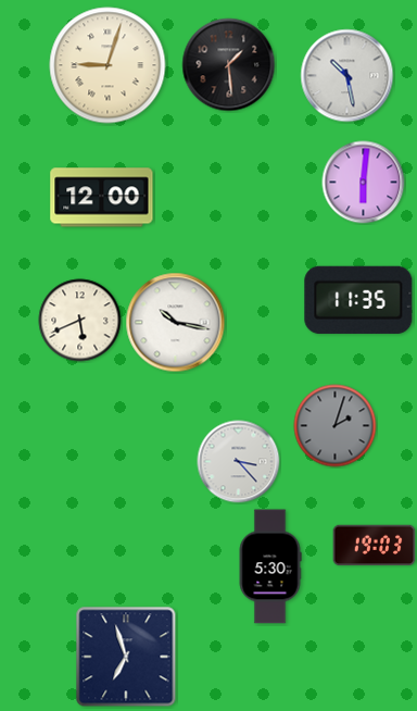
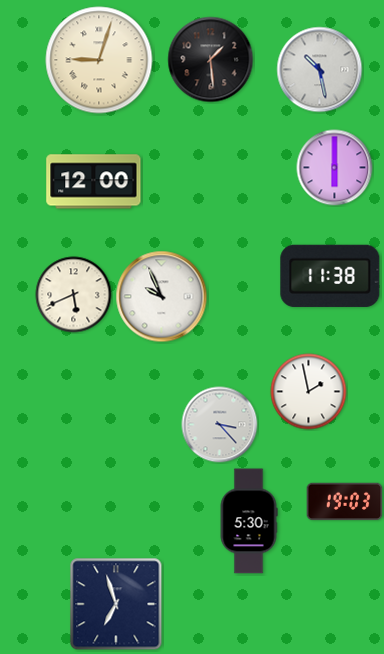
clock at (364, 183): 6:01 -> 6:00
clock at (358, 300): 11:35 -> 11:38
clock at (176, 323): 10:17 -> 9:56
clock at (336, 426): 2:03 -> 1:58
clock at (336, 426) dial: grey -> white
